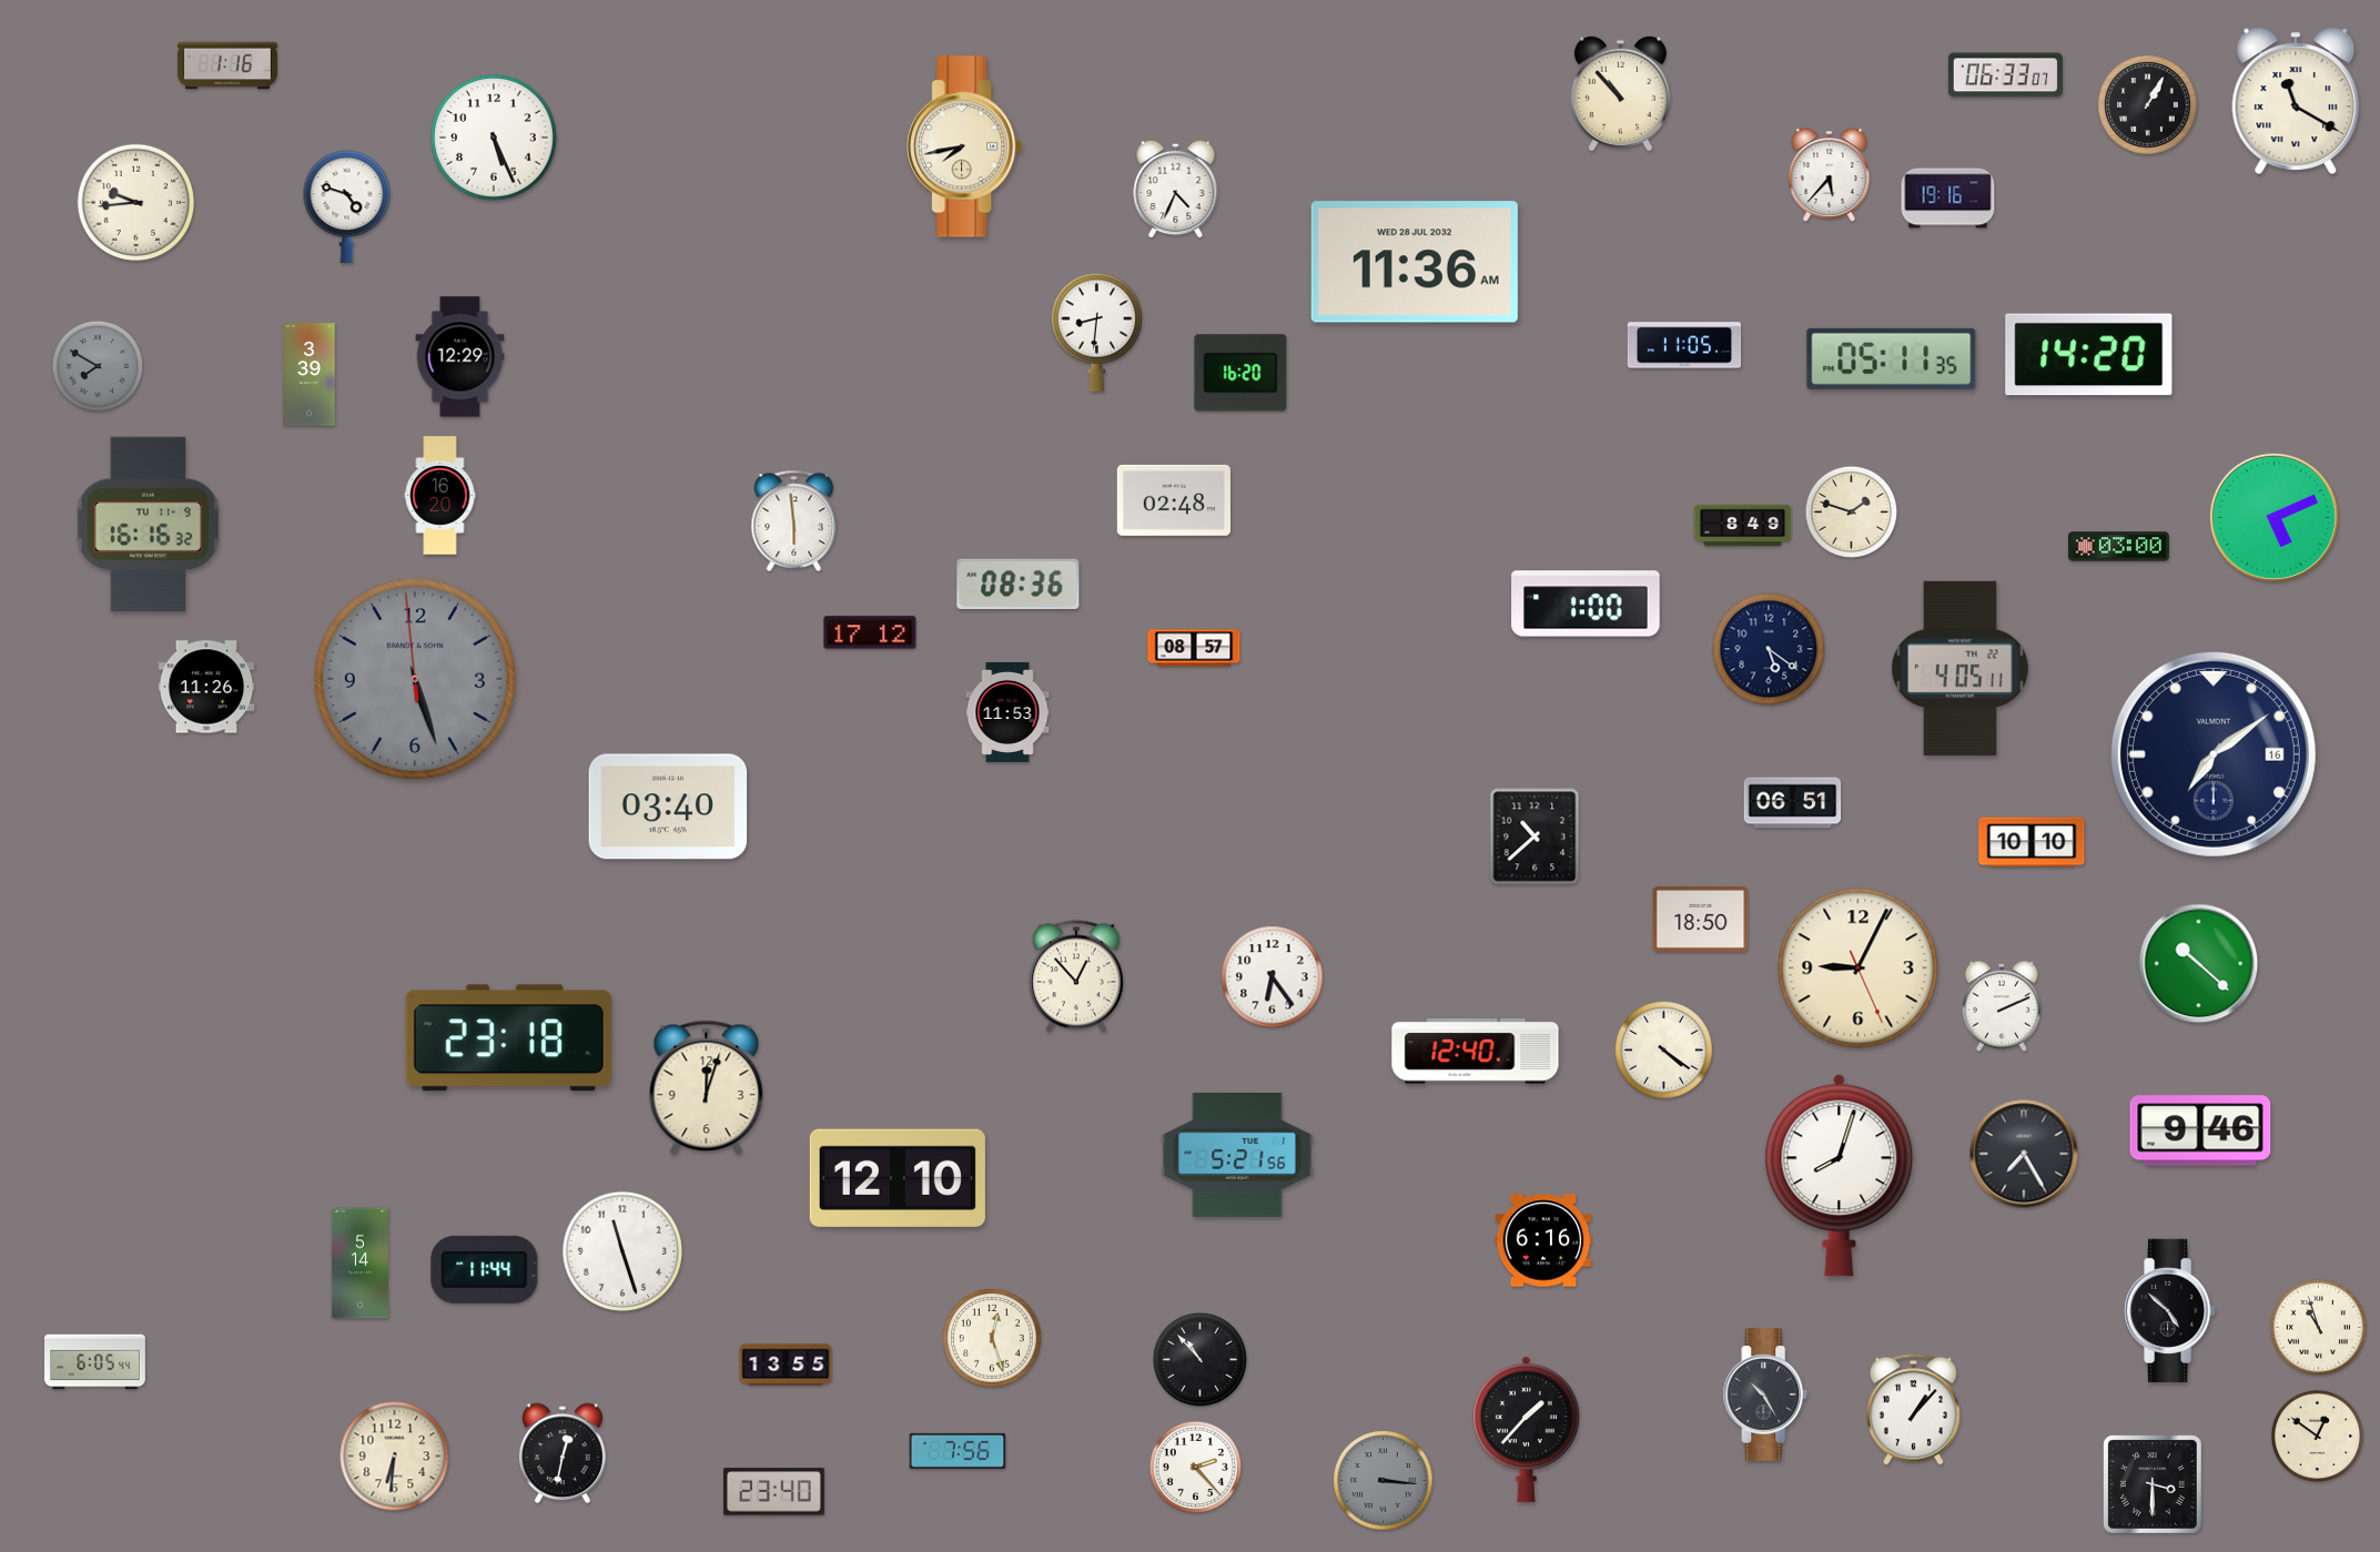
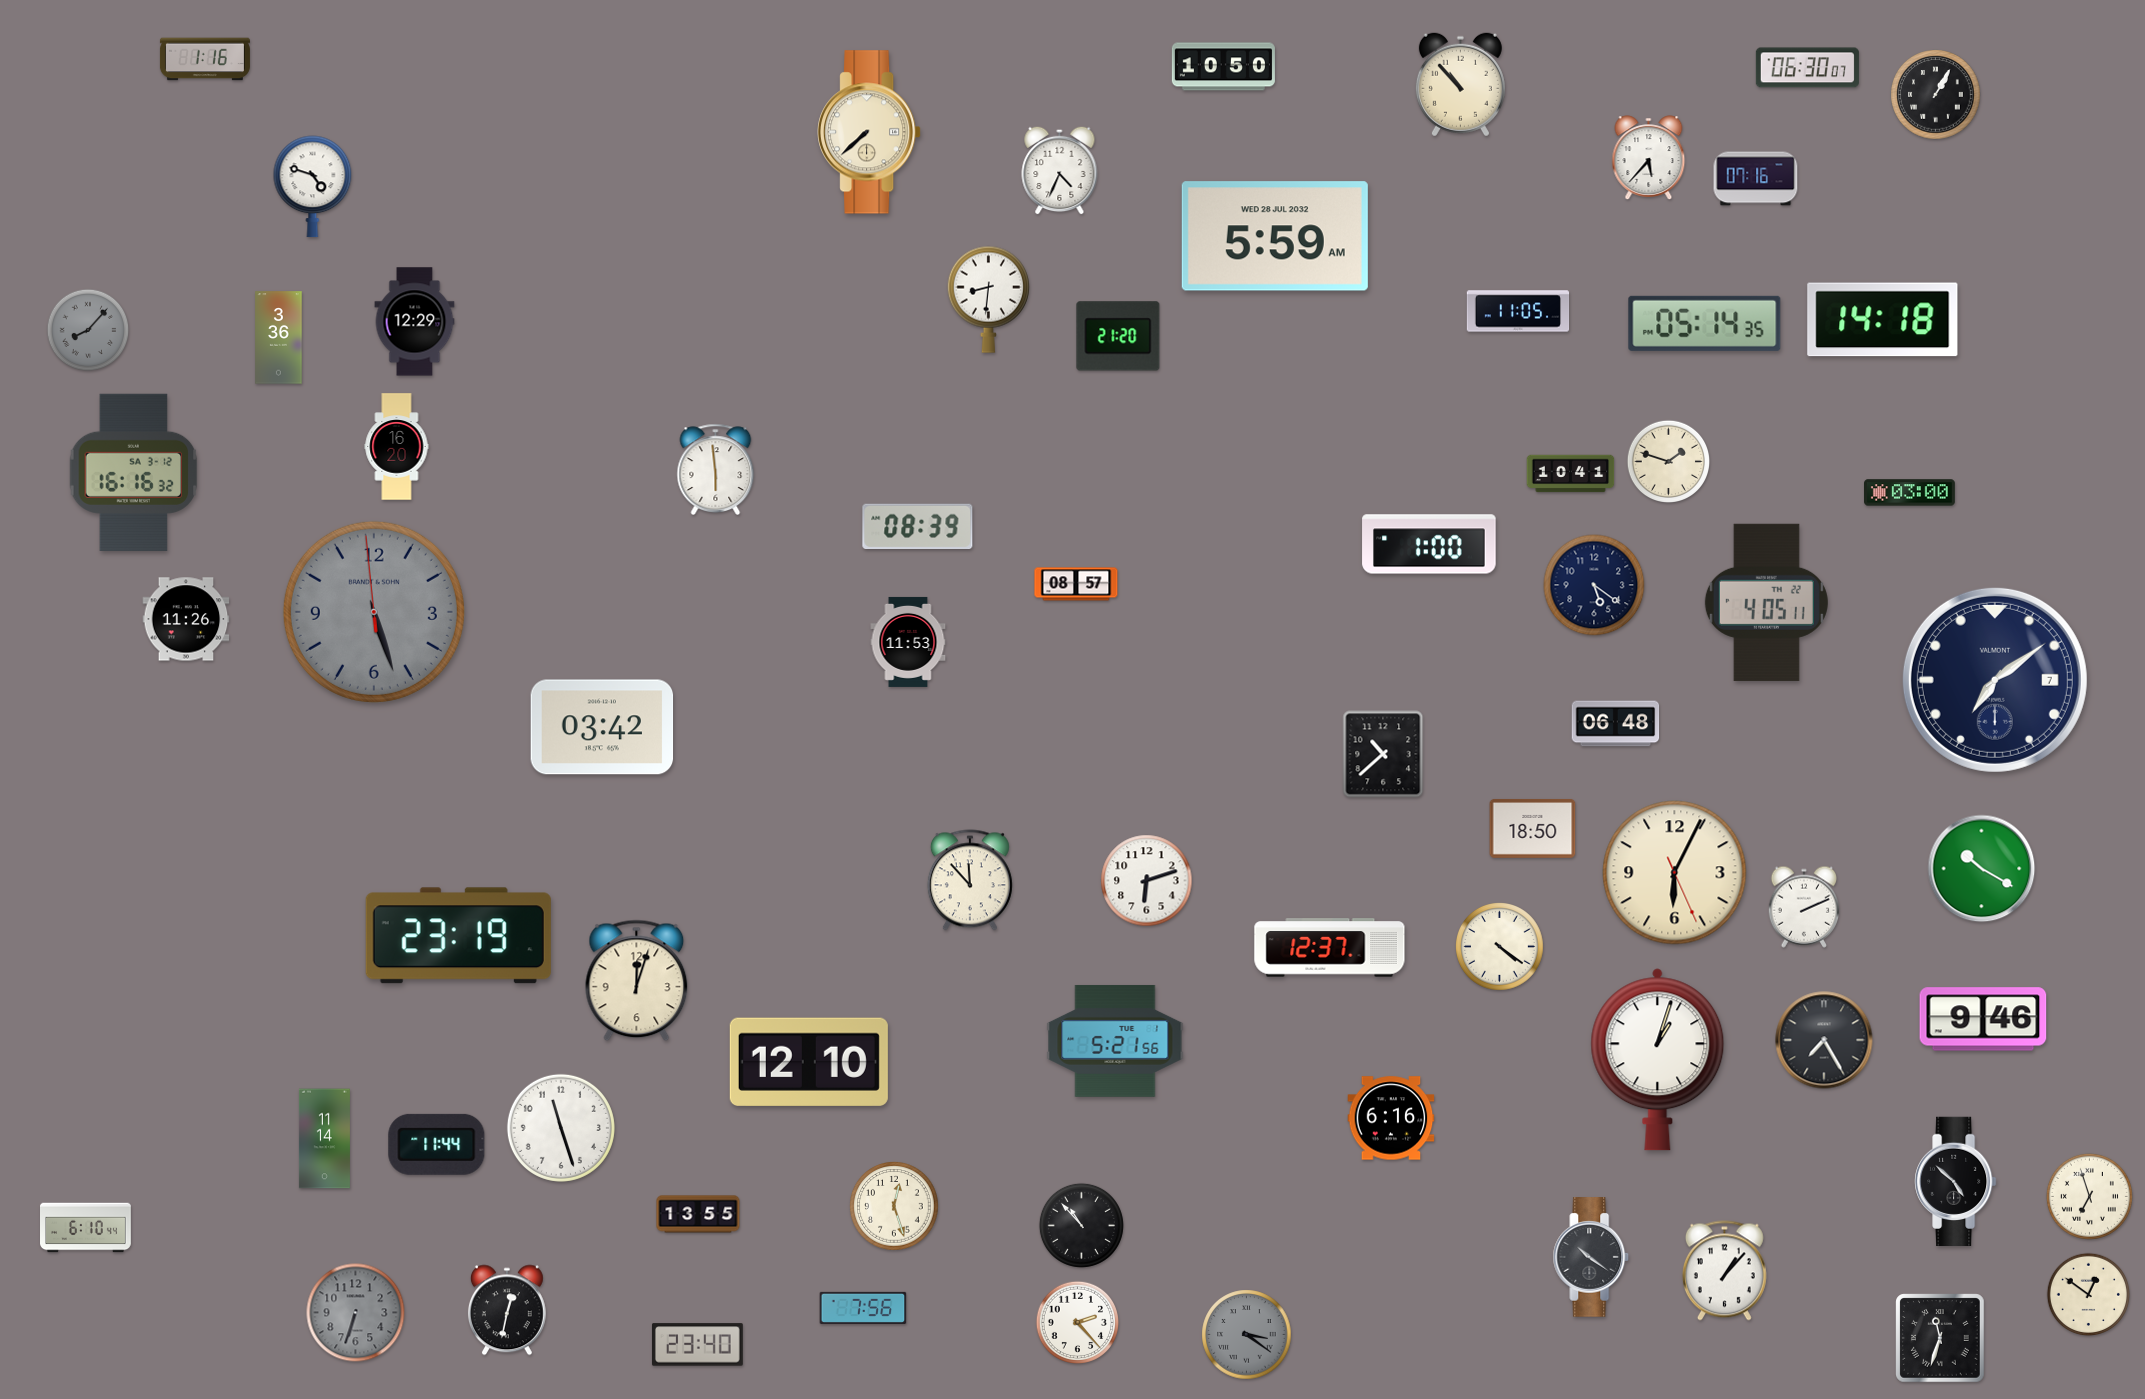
clock at (1223, 67): none -> 10:50
clock at (2005, 75): 06:33 -> 06:30
clock at (2296, 101): 11:20 -> none
clock at (494, 138): 5:26 -> none
clock at (965, 146): 7:43 -> 7:38
clock at (1948, 199): 19:16 -> 07:16
clock at (136, 203): 9:44 -> none
clock at (1415, 262): 11:36 -> 5:59
clock at (2089, 355): 14:20 -> 14:18
clock at (1892, 358): 05:11 -> 05:14
clock at (98, 366): 7:50 -> 8:07
clock at (1240, 373): 16:20 -> 21:20
clock at (310, 375): 3:39 -> 3:36
clock at (1174, 500): 02:48 -> none
clock at (2273, 517): 5:11 -> none
clock at (149, 524) date: TU 11-9 -> SA 3-12
clock at (1743, 526): 8:49 -> 10:41
clock at (1019, 584): 08:36 -> 08:39
clock at (870, 632): 17:12 -> none
clock at (2214, 754) date: 16 -> 7
clock at (1793, 803): 06:51 -> 06:48
clock at (668, 807): 03:40 -> 03:42
clock at (2032, 842): 10:10 -> none
clock at (2199, 964): 10:22 -> 10:20
clock at (1859, 968): 9:04 -> 6:04
clock at (1076, 976): 12:53 -> 11:53
clock at (1273, 977): 6:24 -> 6:12
clock at (508, 1038): 23:18 -> 23:19
clock at (1476, 1052): 12:40 -> 12:37
clock at (1840, 1176): 8:03 -> 1:03
clock at (359, 1264): 5:14 -> 11:14
clock at (2318, 1327): 10:57 -> 6:57
clock at (95, 1362): 6:05 -> 6:10
clock at (786, 1365) position: (786, 1365) -> (698, 1214)
clock at (1765, 1394): 10:25 -> 10:21
clock at (1527, 1429): 1:37 -> none
clock at (395, 1457): 6:31 -> 6:33
clock at (395, 1457) dial: cream -> grey
clock at (1384, 1481): 3:16 -> 3:21
clock at (2153, 1484): 3:30 -> 11:33
